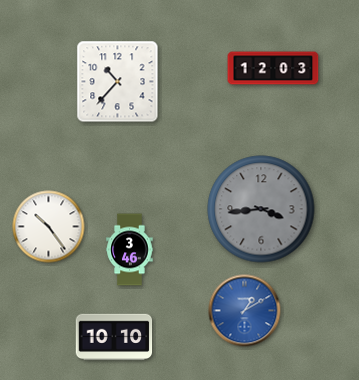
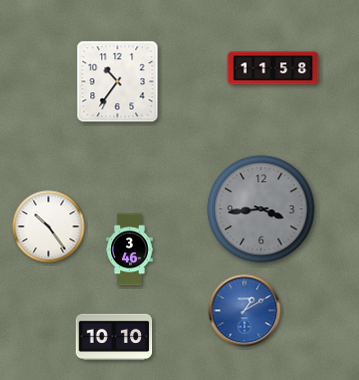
clock at (273, 68): 12:03 -> 11:58
clock at (118, 82): 10:37 -> 10:36
